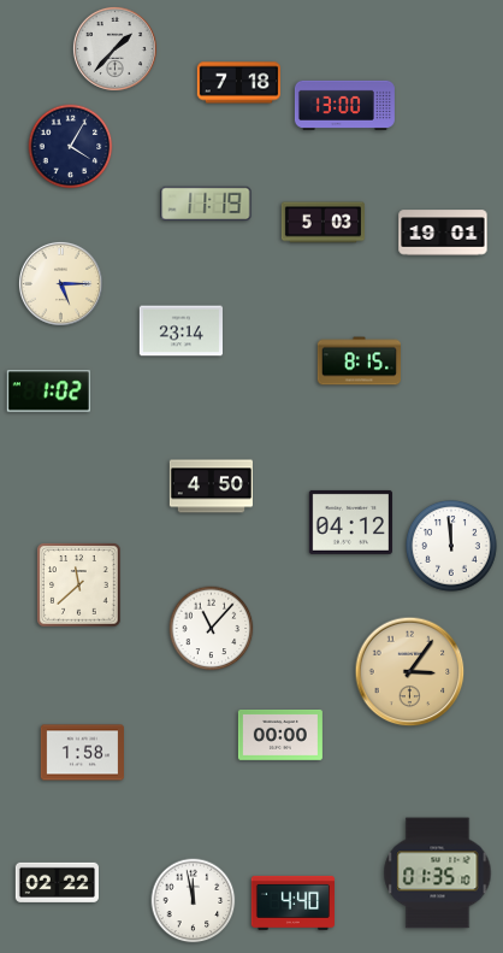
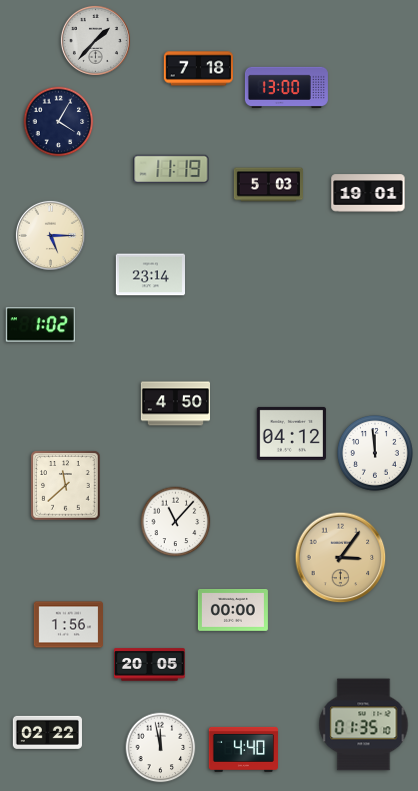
clock at (359, 361): 8:15 -> none
clock at (82, 753): 1:58 -> 1:56
clock at (150, 665): none -> 20:05
